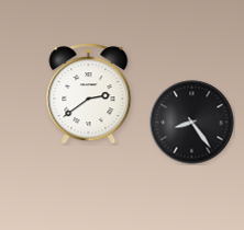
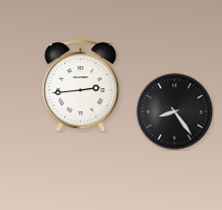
clock at (89, 94): 2:39 -> 2:44
